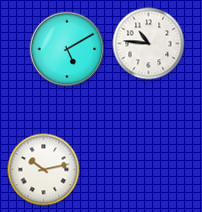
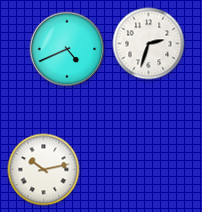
clock at (149, 44): 10:46 -> 2:33
clock at (67, 49): 5:10 -> 4:41
